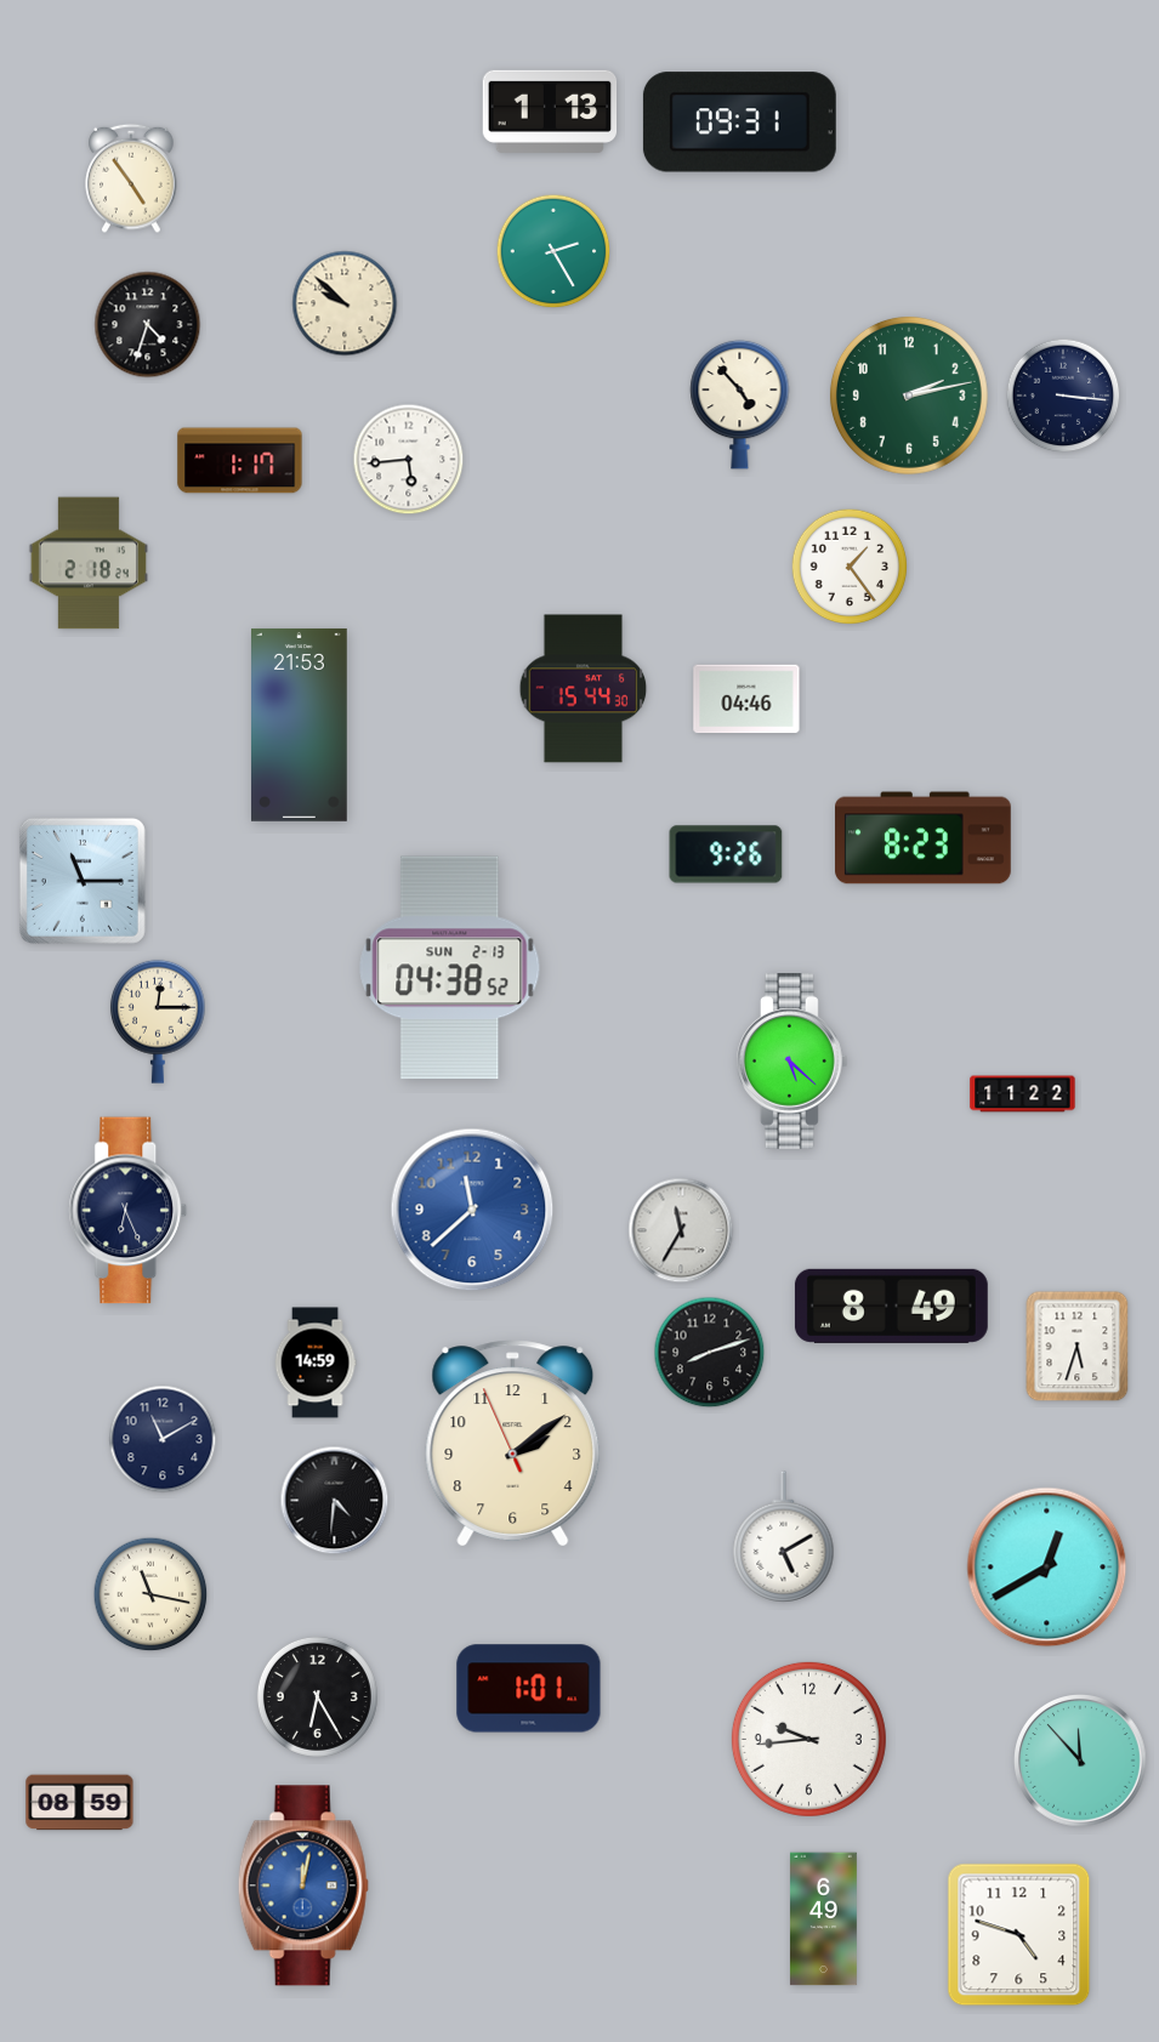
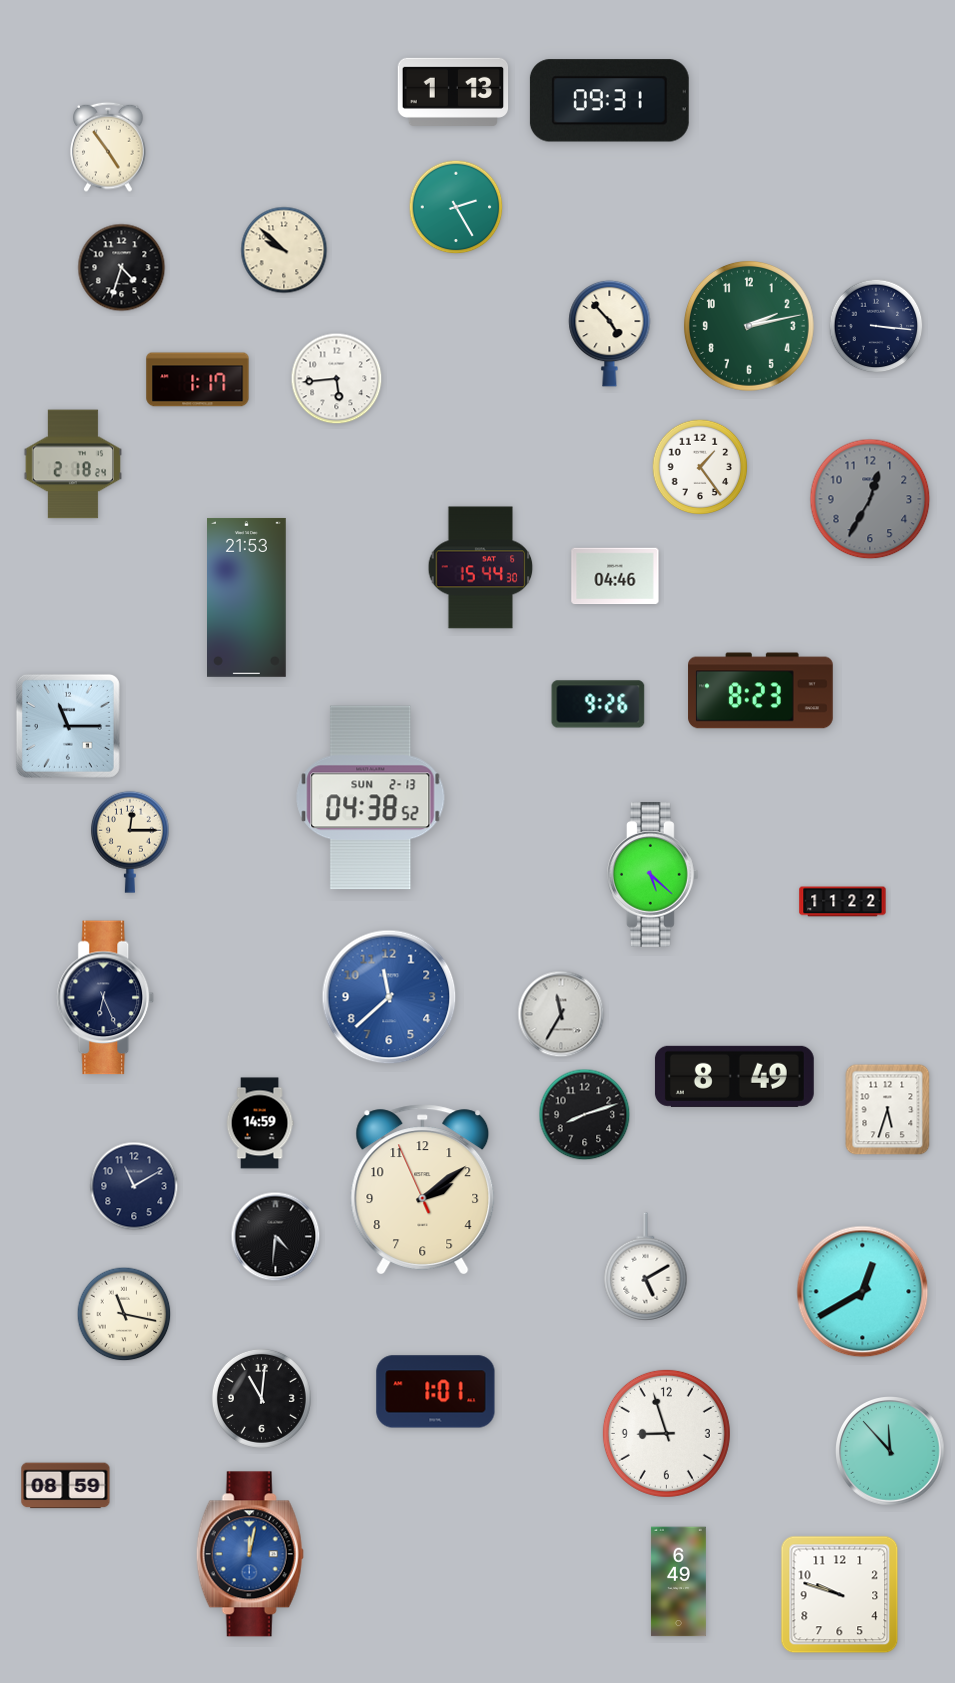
clock at (870, 499): none -> 12:35
clock at (317, 1696): 6:25 -> 11:01
clock at (808, 1739): 9:44 -> 8:57
clock at (1019, 1935): 4:48 -> 9:48
